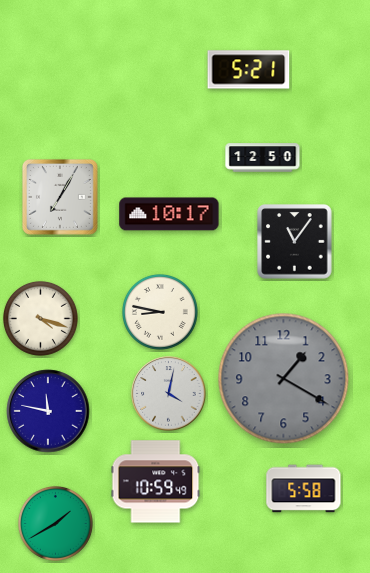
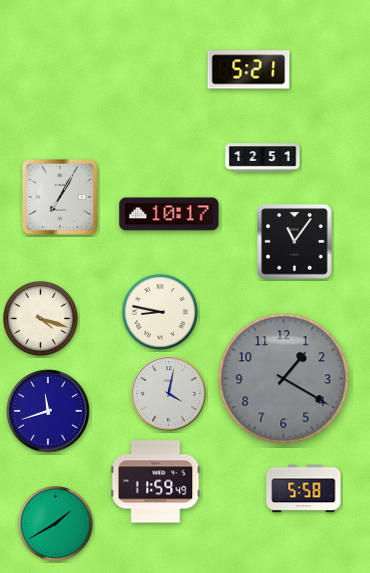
clock at (263, 158): 12:50 -> 12:51
clock at (48, 411): 11:47 -> 11:42
clock at (156, 482): 10:59 -> 11:59
